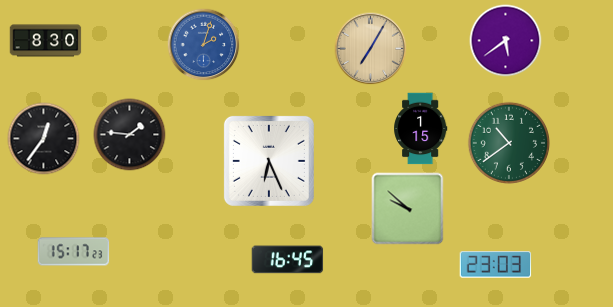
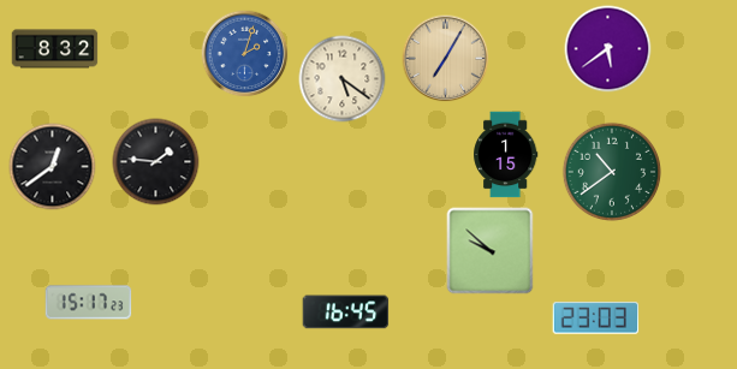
clock at (46, 41): 8:30 -> 8:32
clock at (343, 79): none -> 5:21
clock at (44, 139): 12:36 -> 12:39
clock at (269, 161): 6:26 -> none
